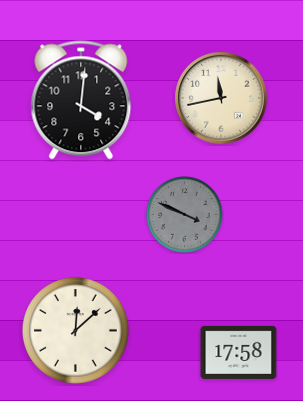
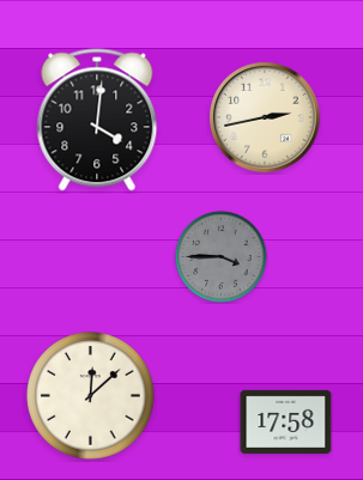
clock at (221, 98): 11:43 -> 2:43
clock at (185, 215): 3:49 -> 3:45
